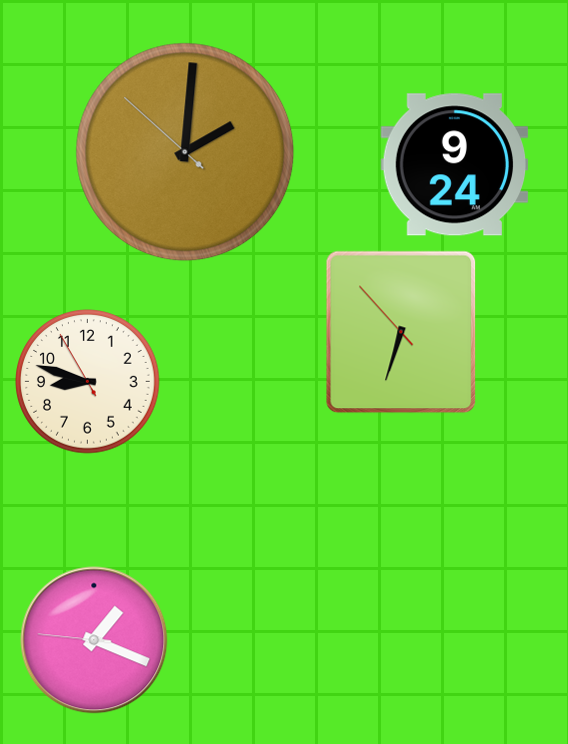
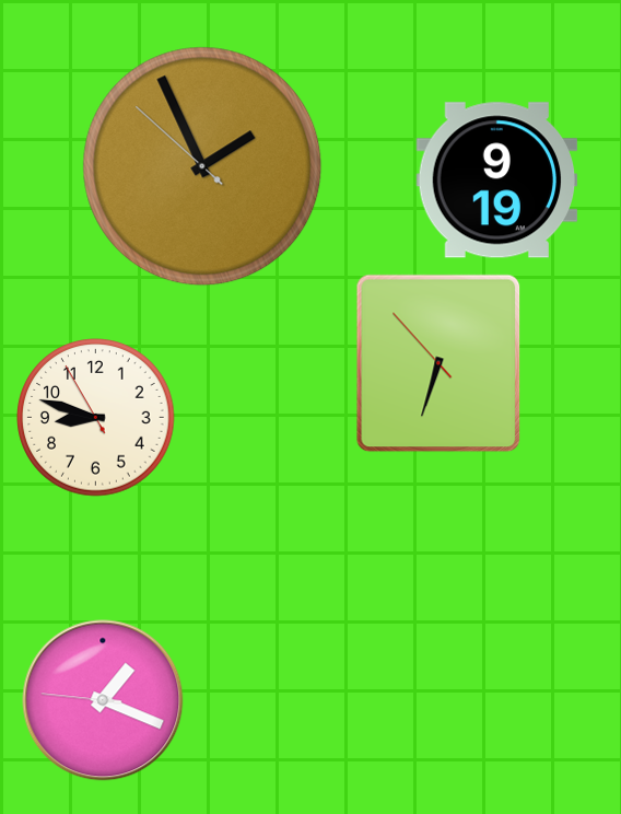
clock at (185, 152): 2:00 -> 1:55
clock at (455, 165): 9:24 -> 9:19
